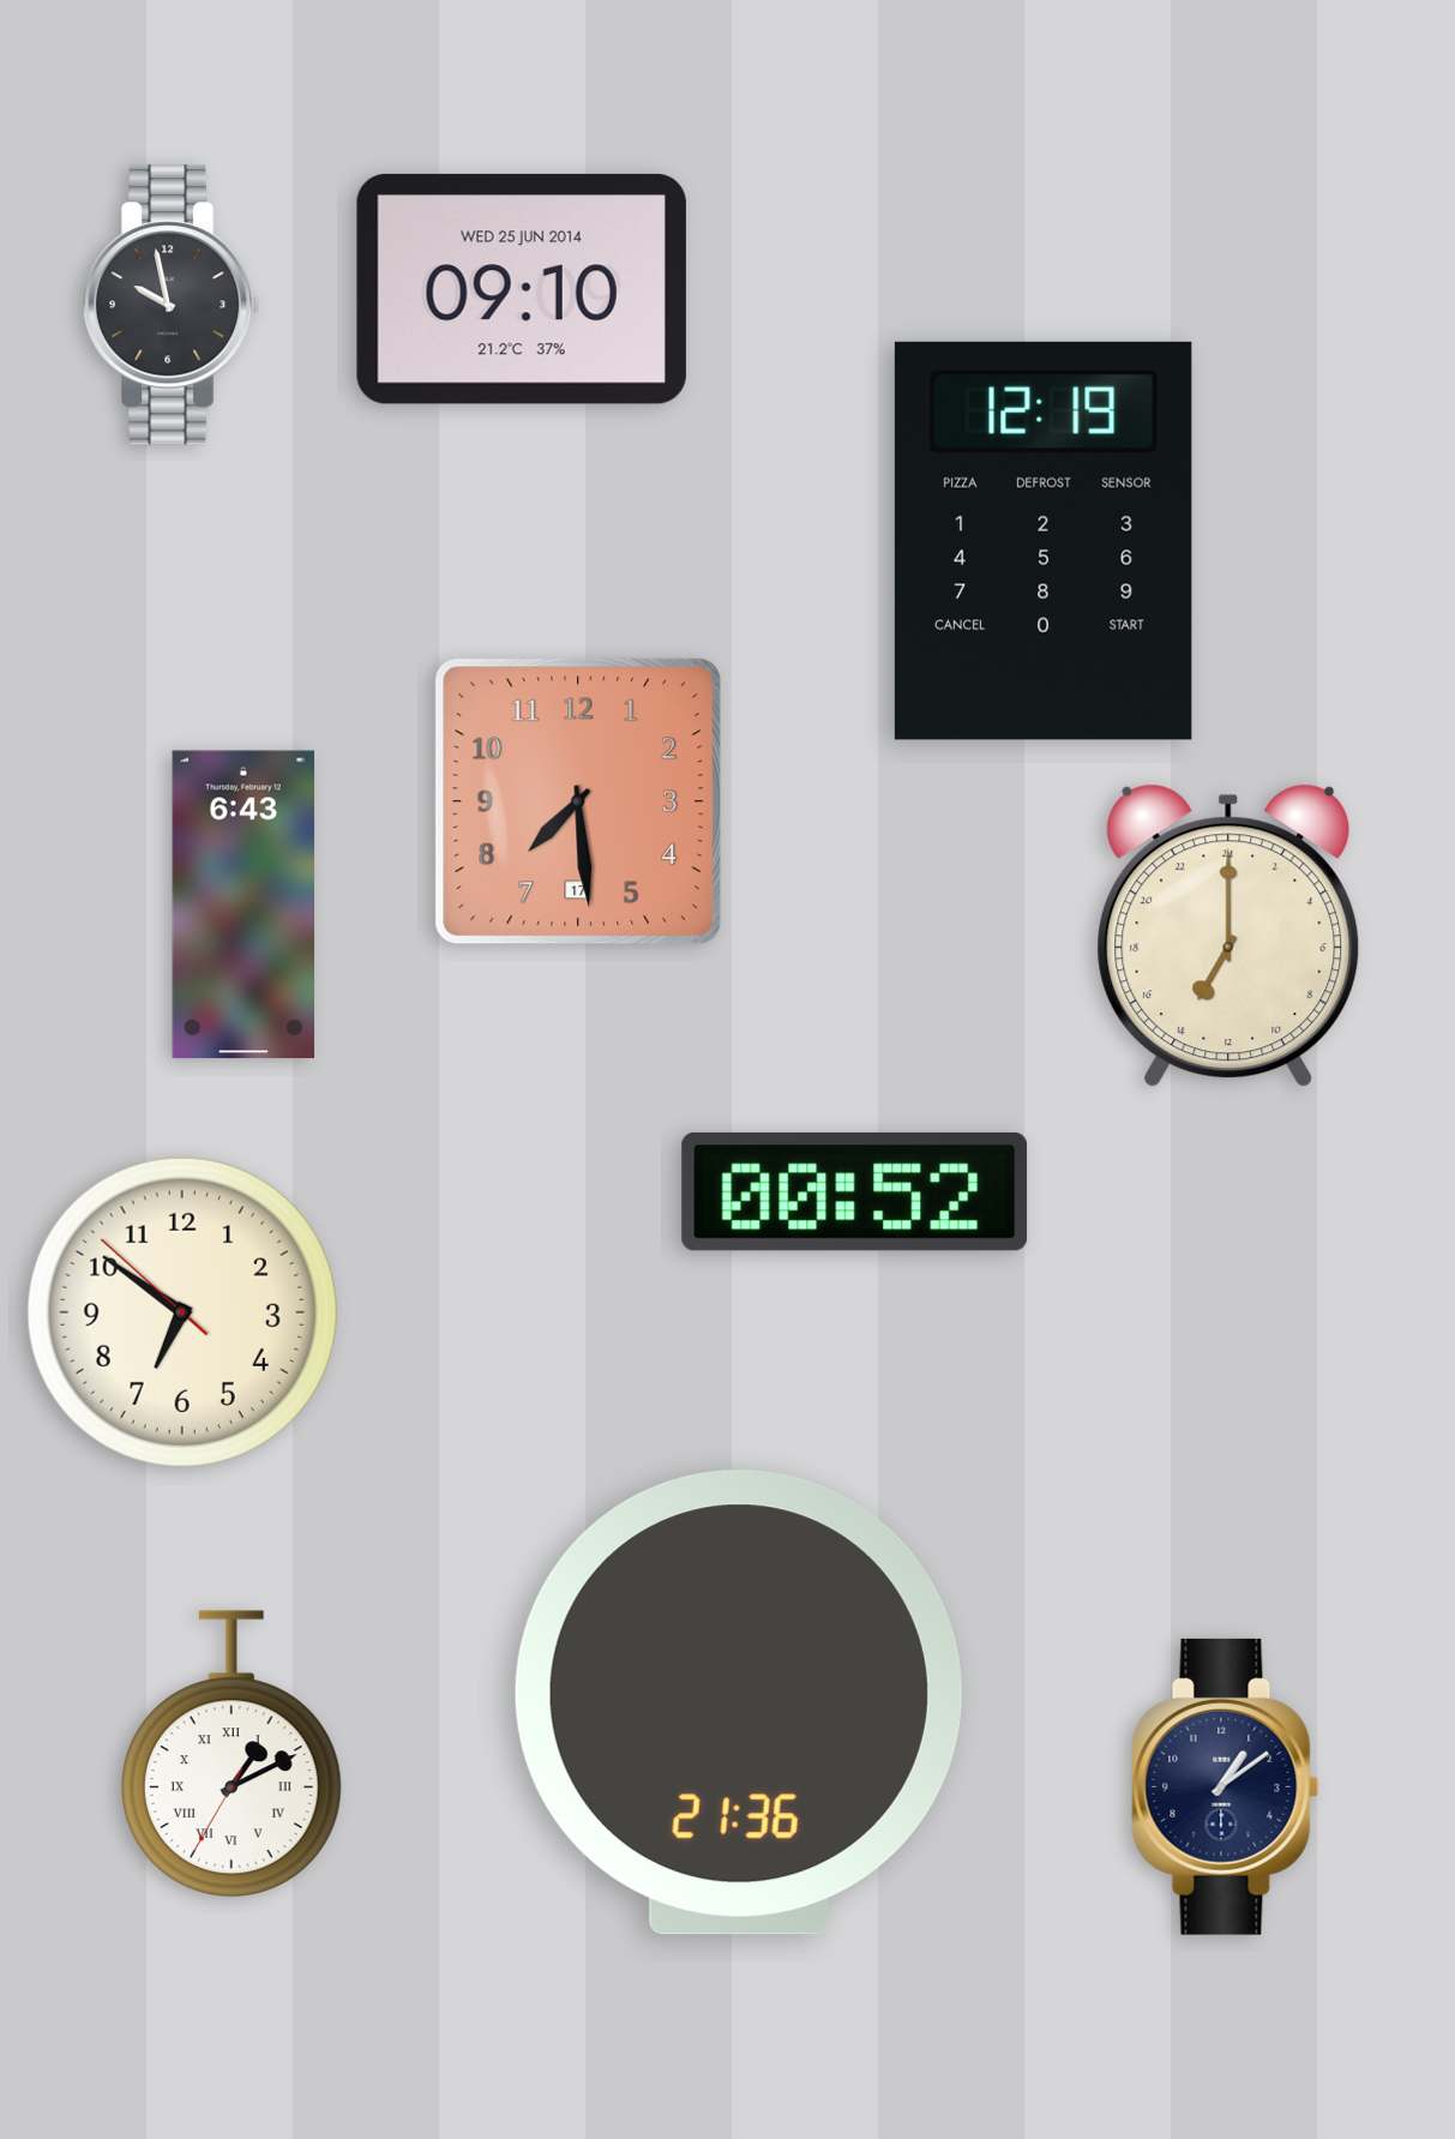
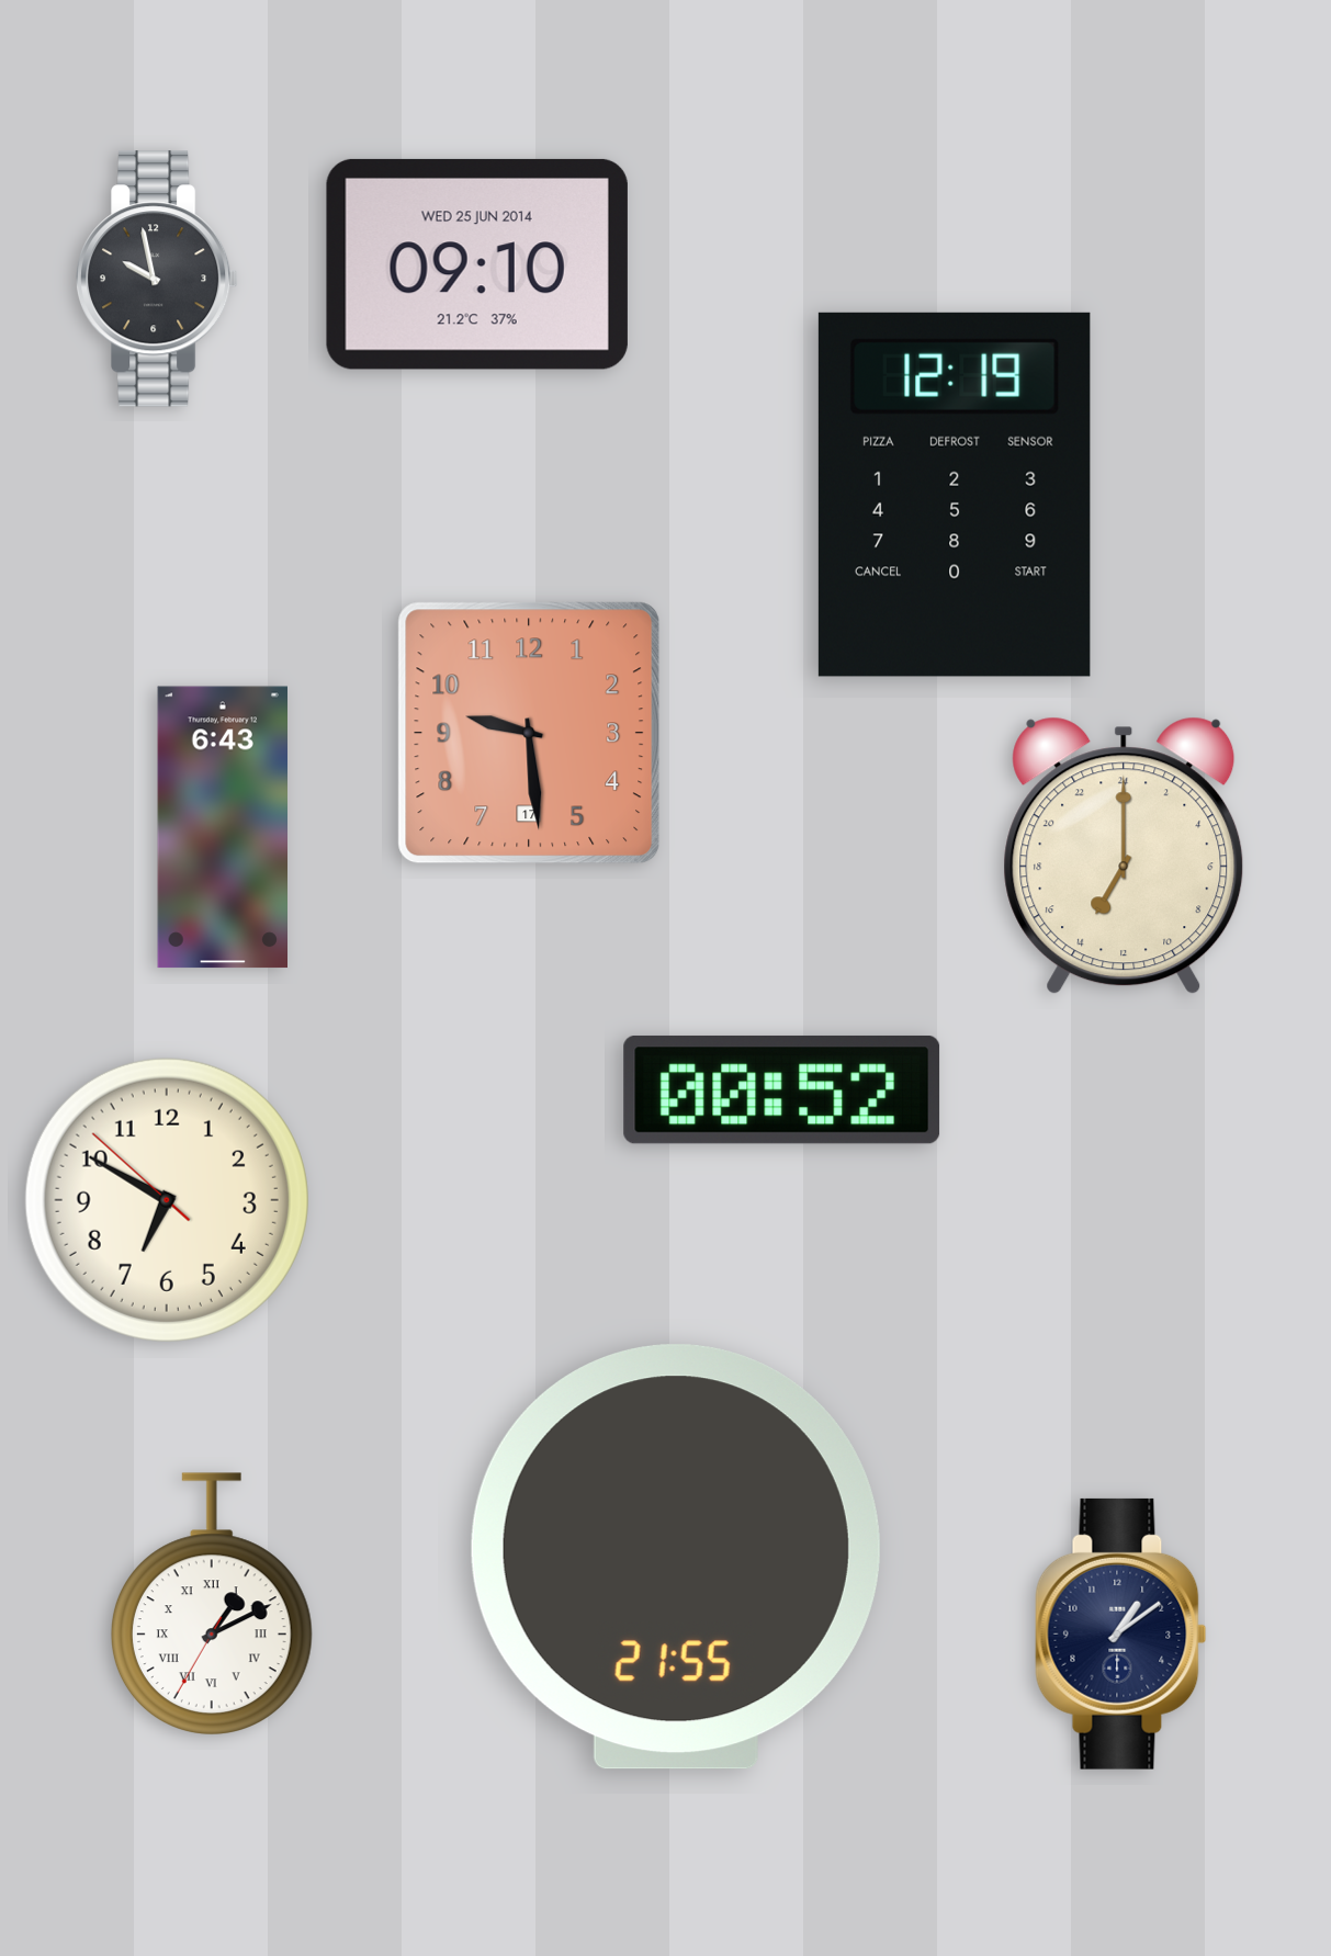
clock at (578, 801): 7:29 -> 9:29
clock at (182, 1312): 6:50 -> 6:49
clock at (739, 1702): 21:36 -> 21:55
